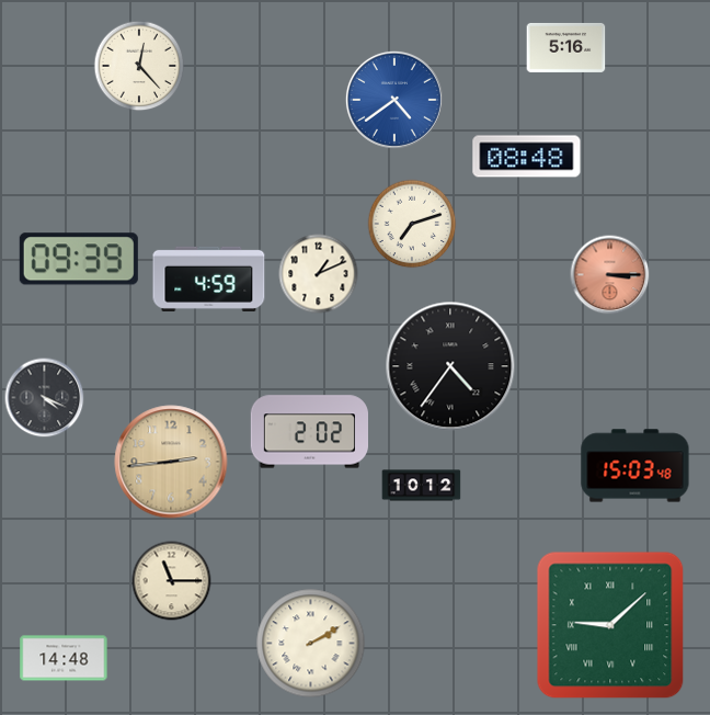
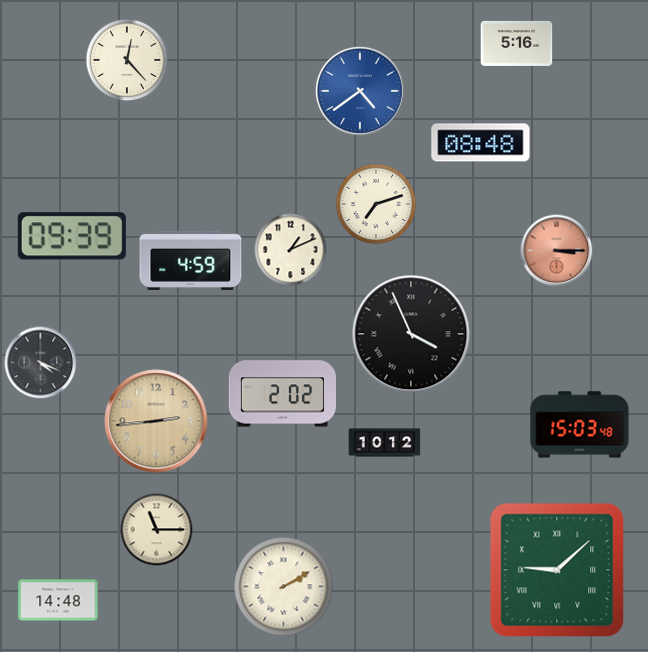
clock at (209, 279) position: (209, 279) -> (191, 260)
clock at (450, 366): 4:36 -> 3:56
